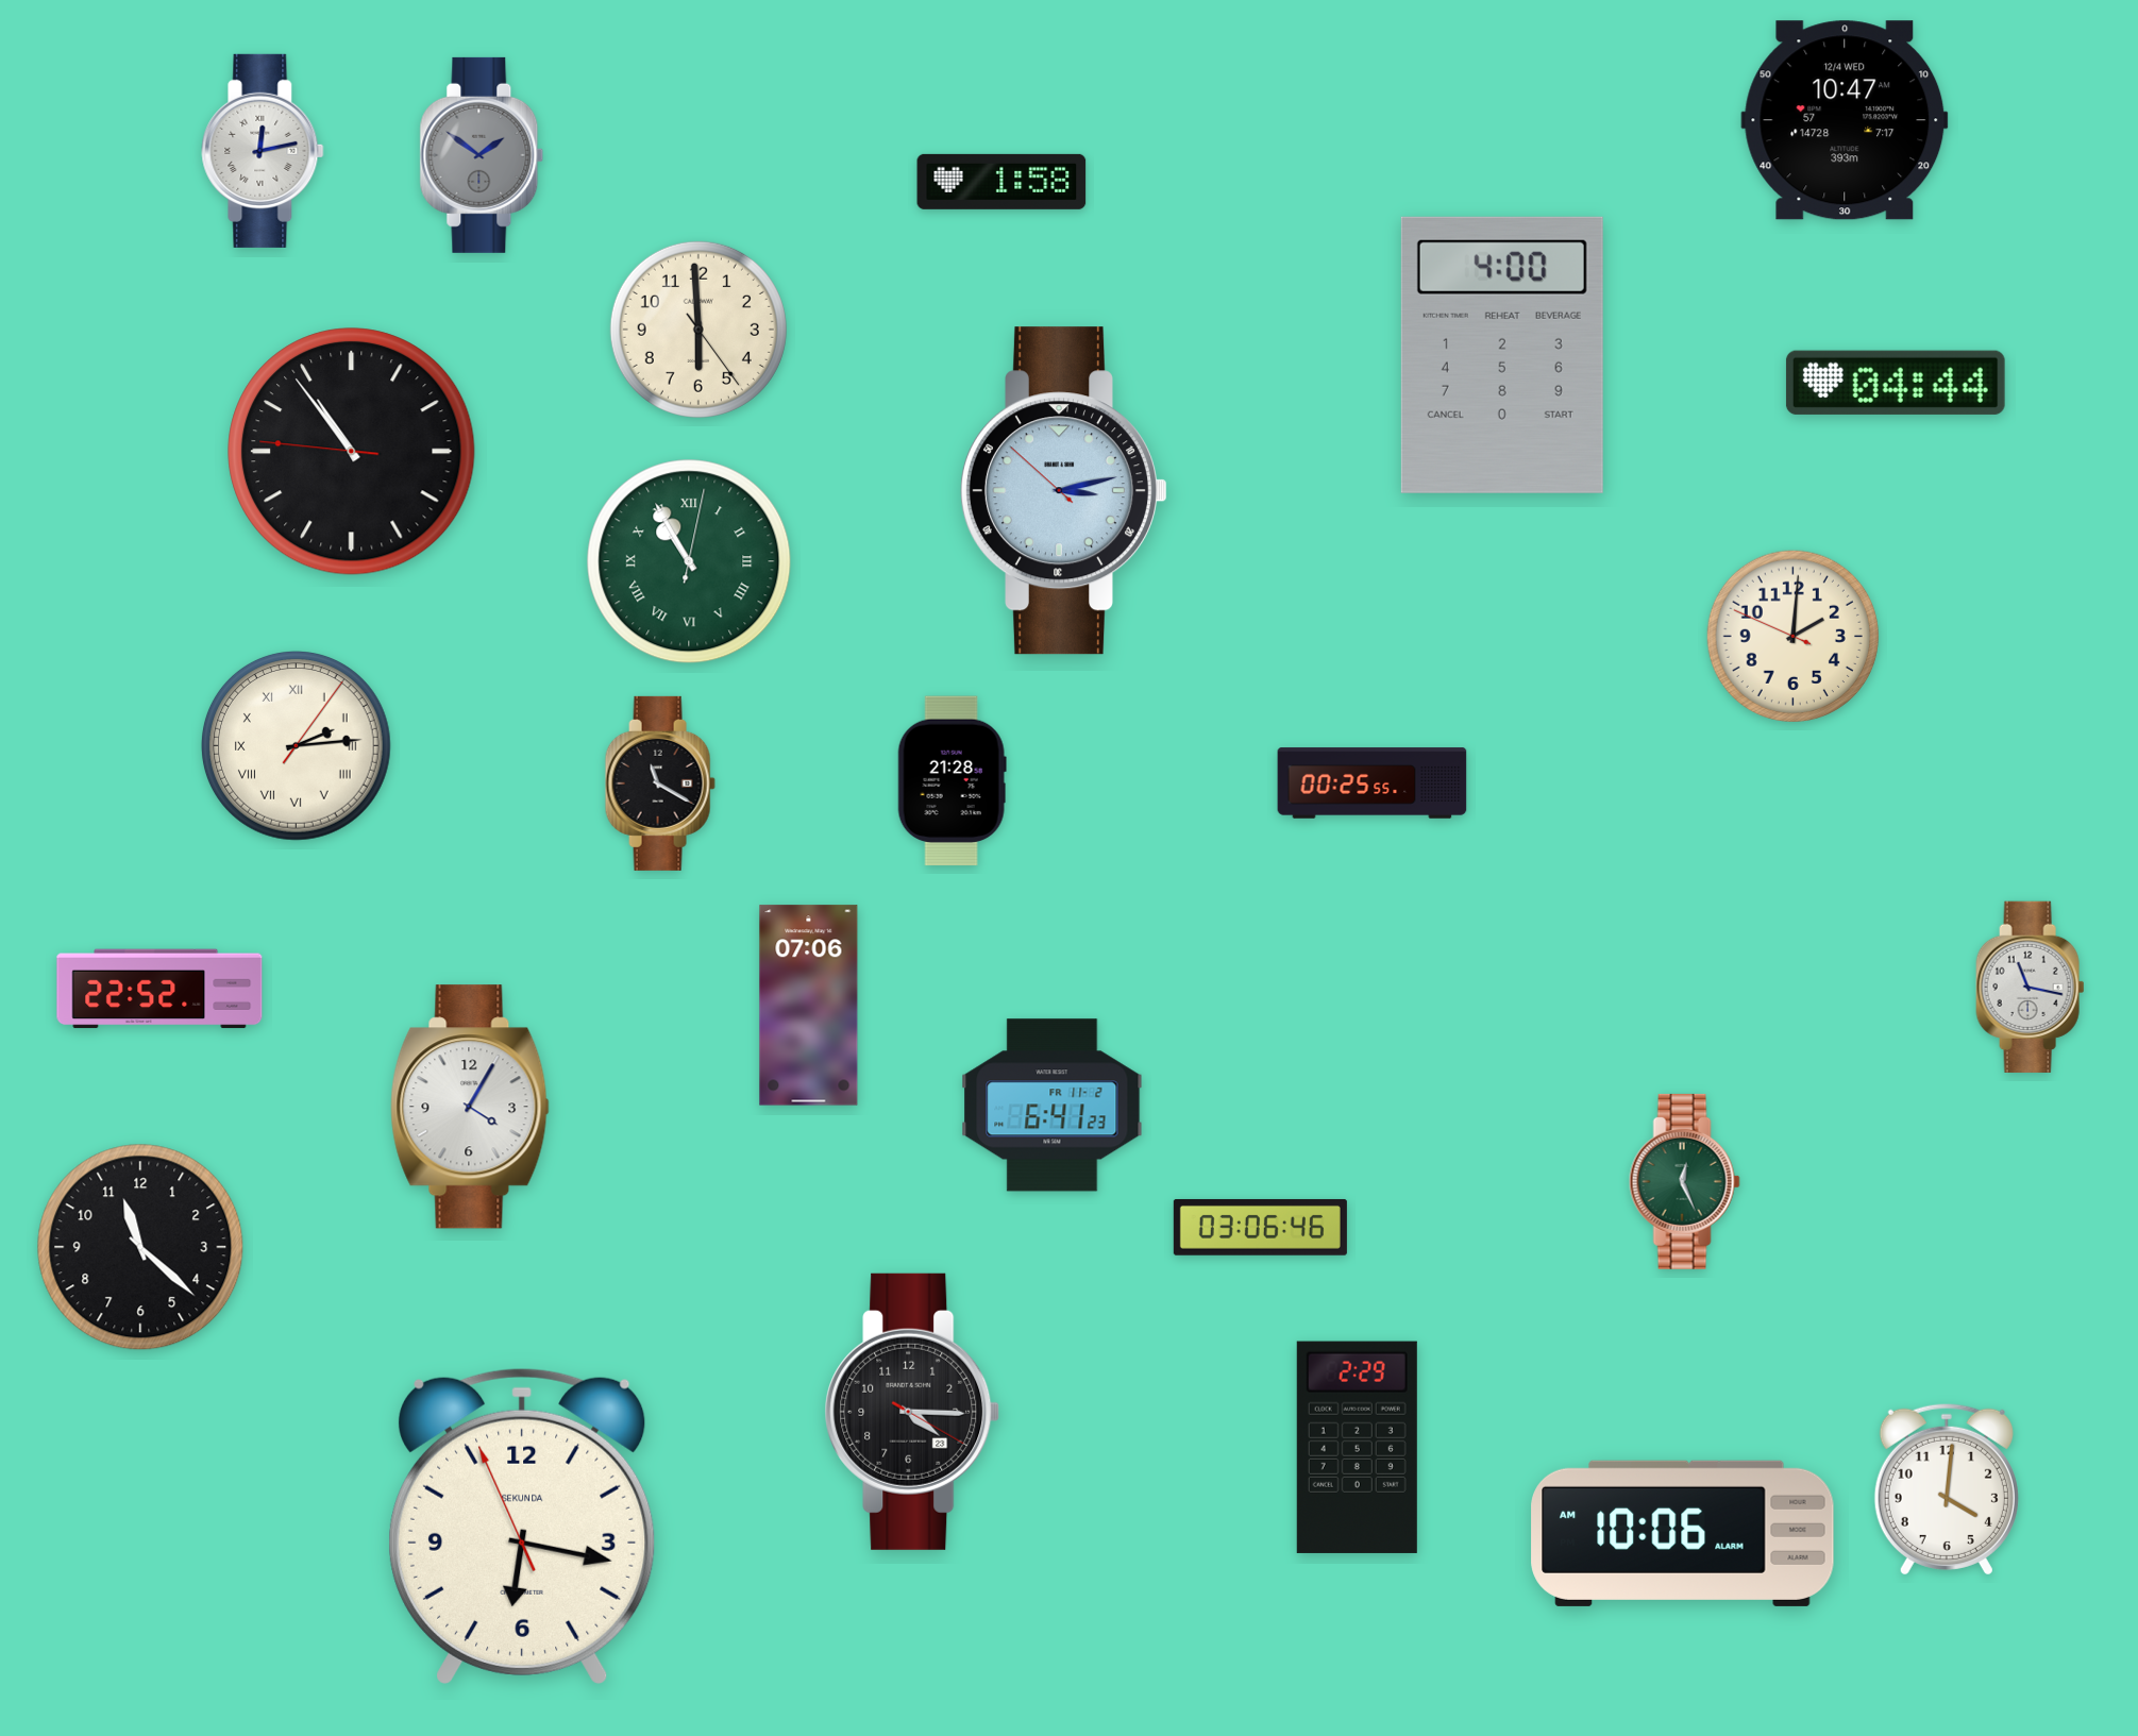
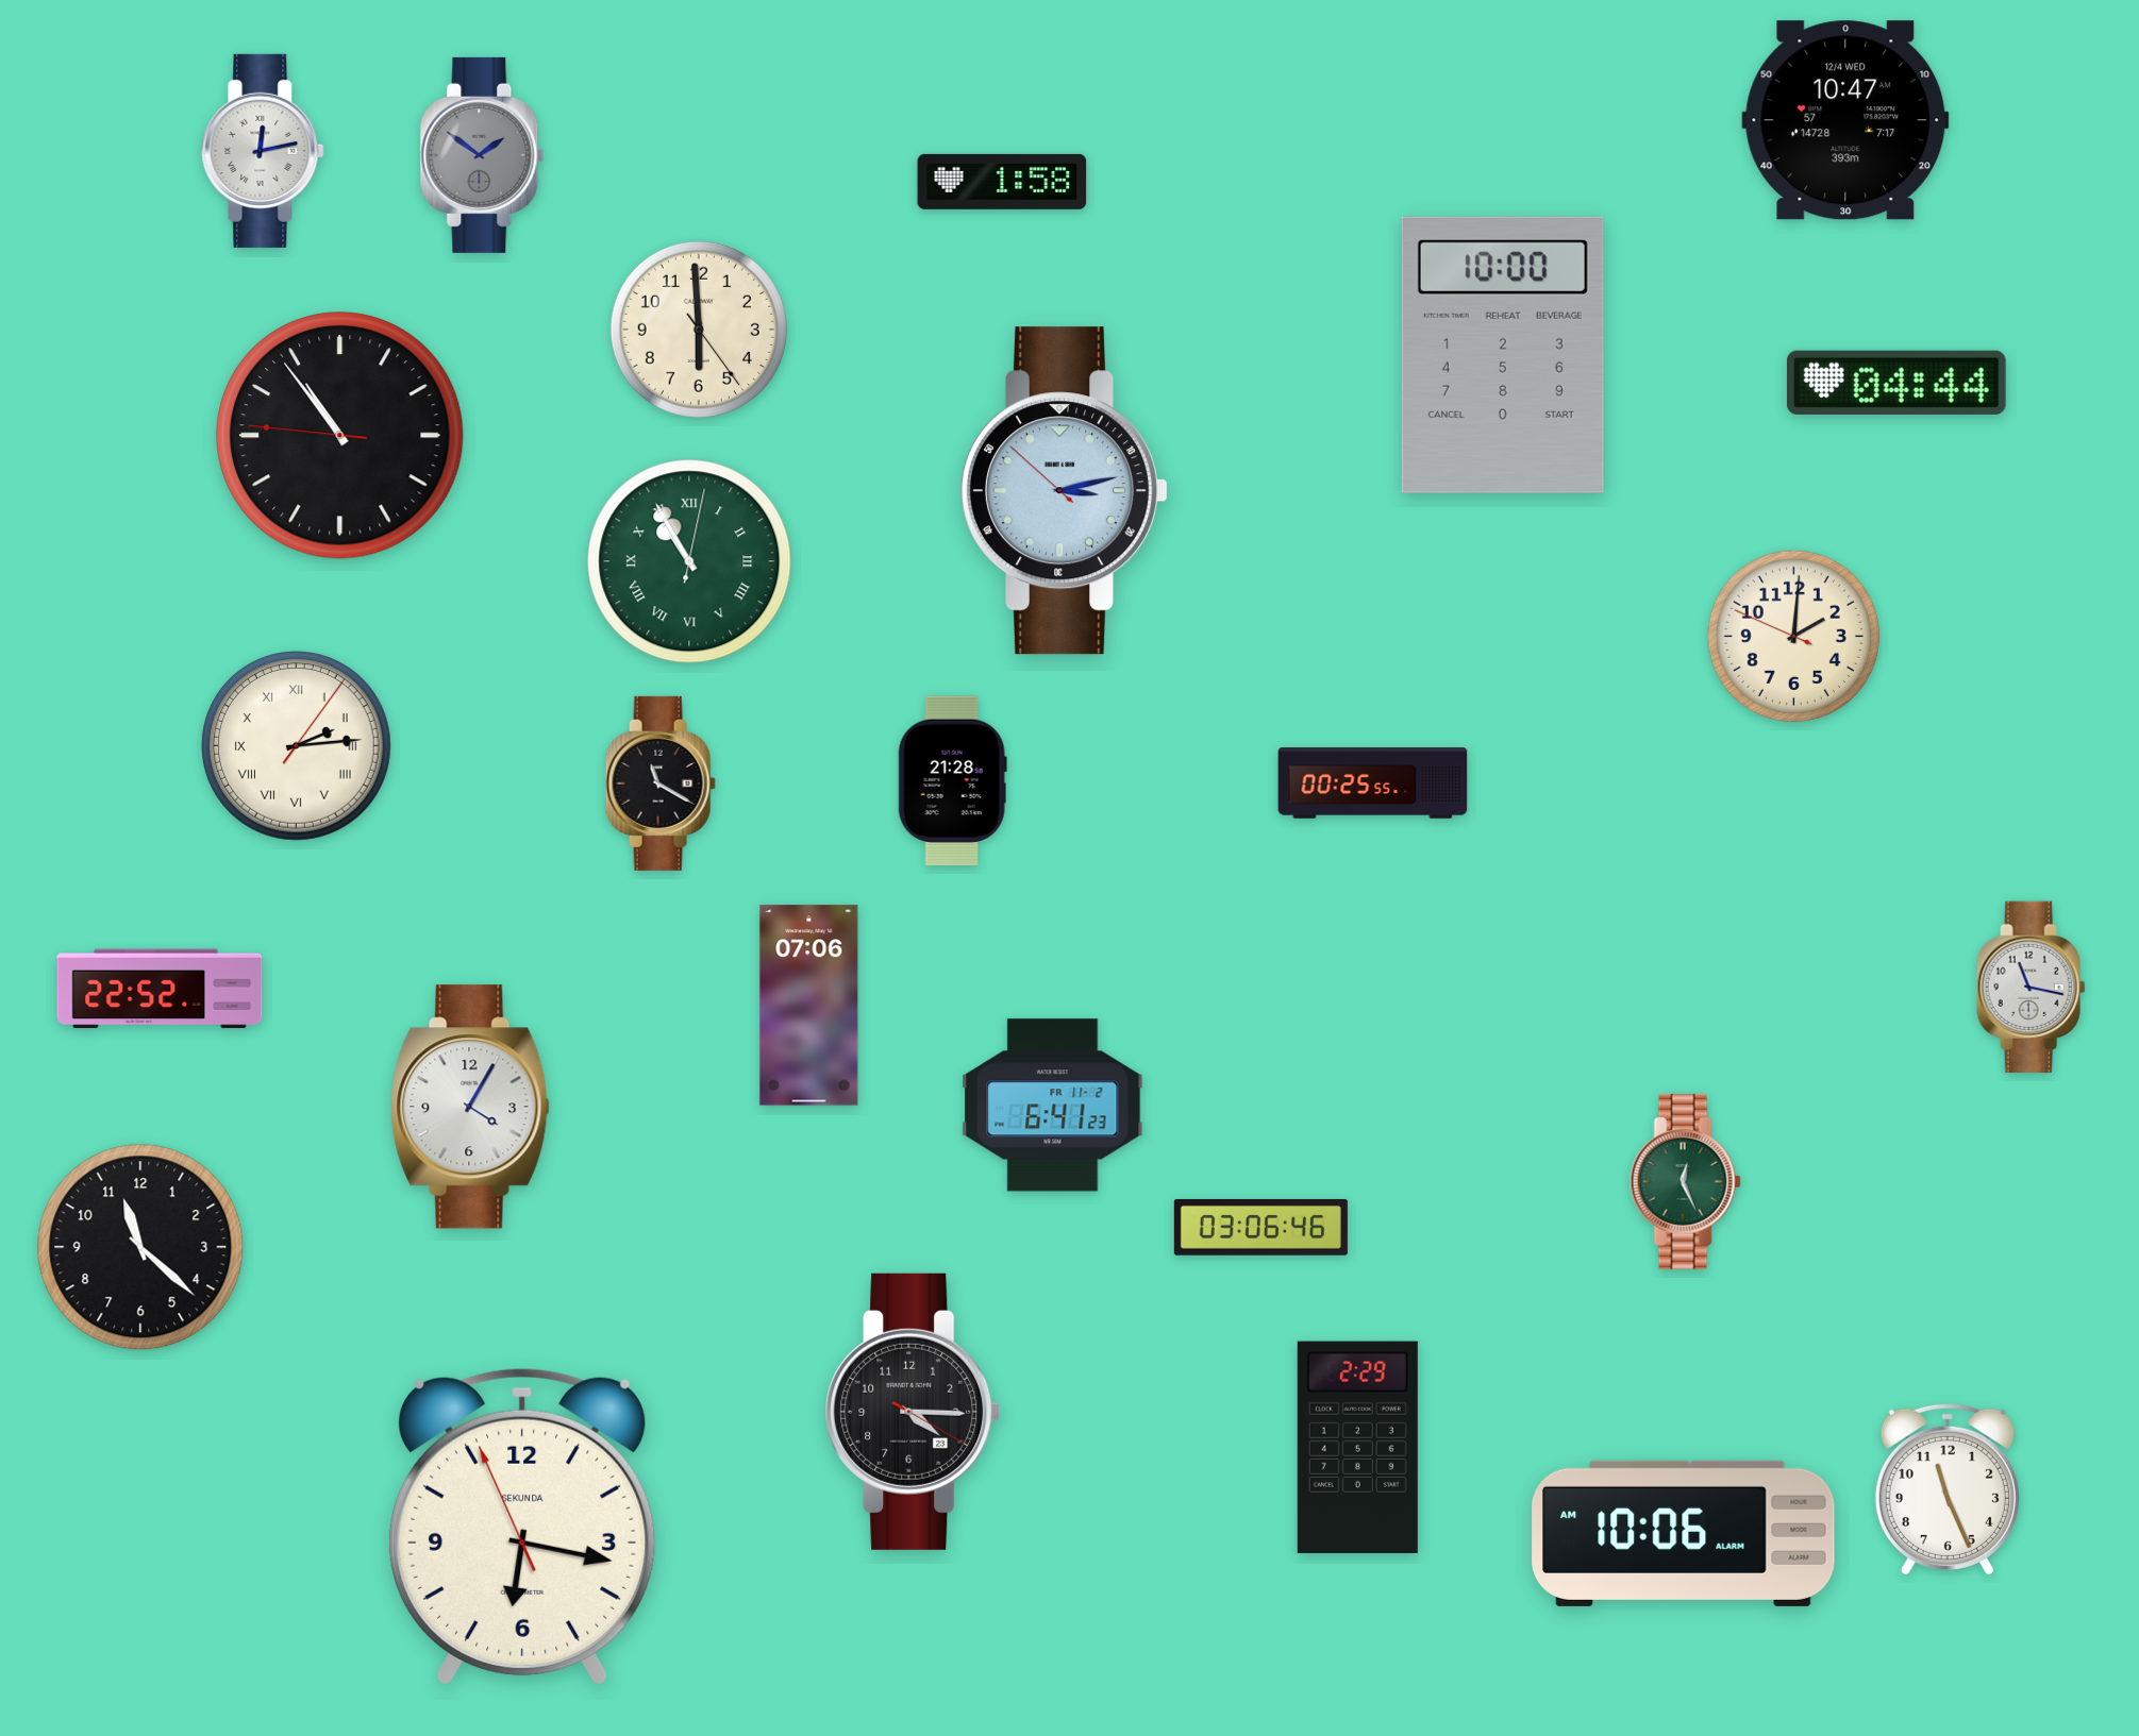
clock at (1502, 355): 4:00 -> 10:00
clock at (352, 452) position: (352, 452) -> (340, 436)
clock at (1947, 1489): 4:01 -> 11:26
